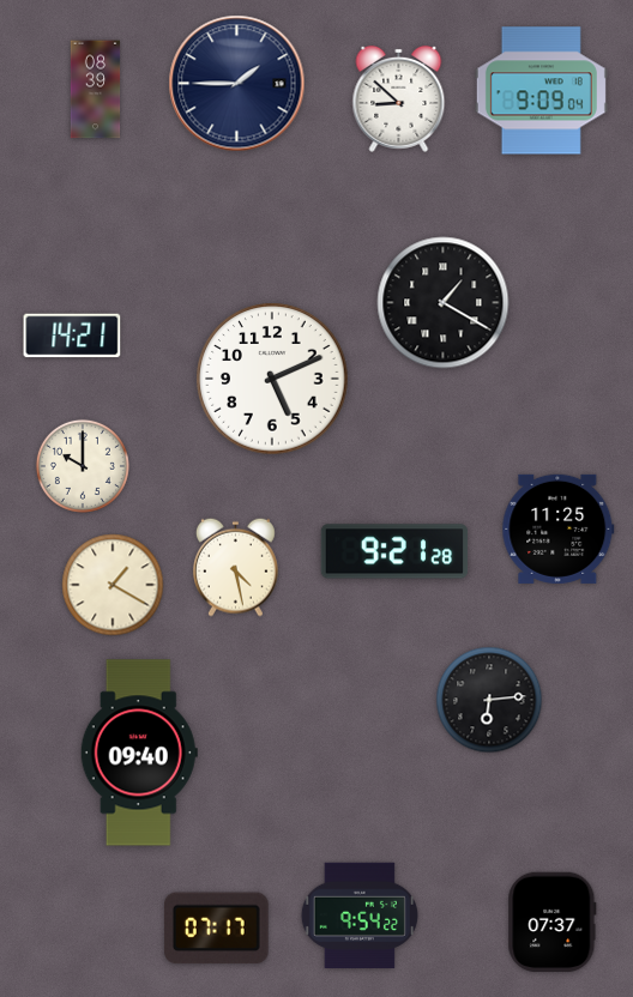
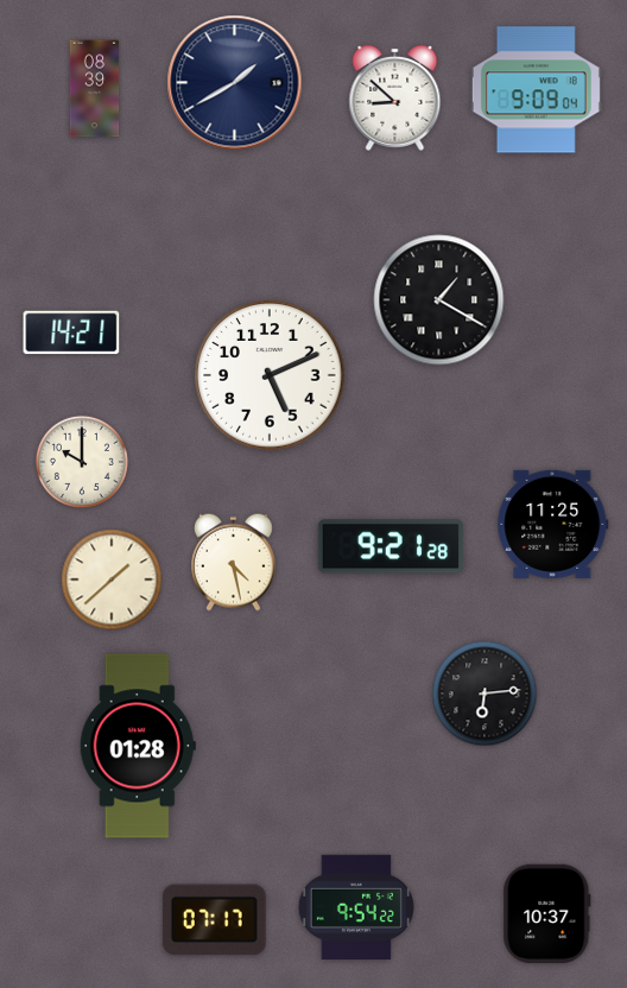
clock at (237, 84): 1:45 -> 1:40
clock at (113, 585): 1:20 -> 1:38
clock at (139, 753): 09:40 -> 01:28
clock at (553, 923): 07:37 -> 10:37
